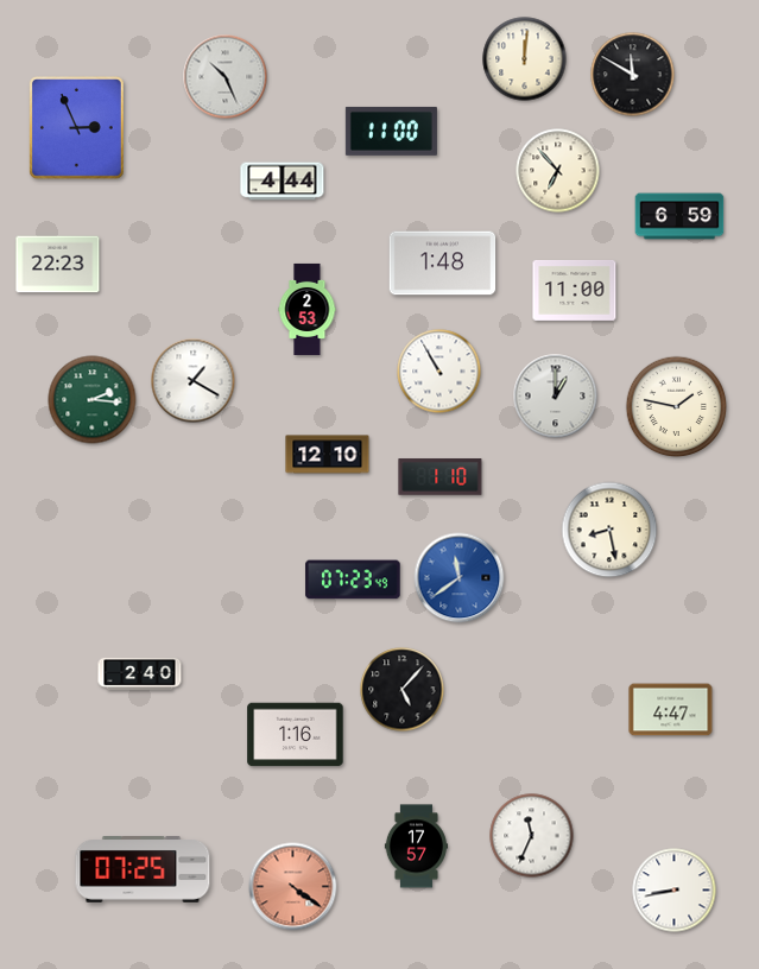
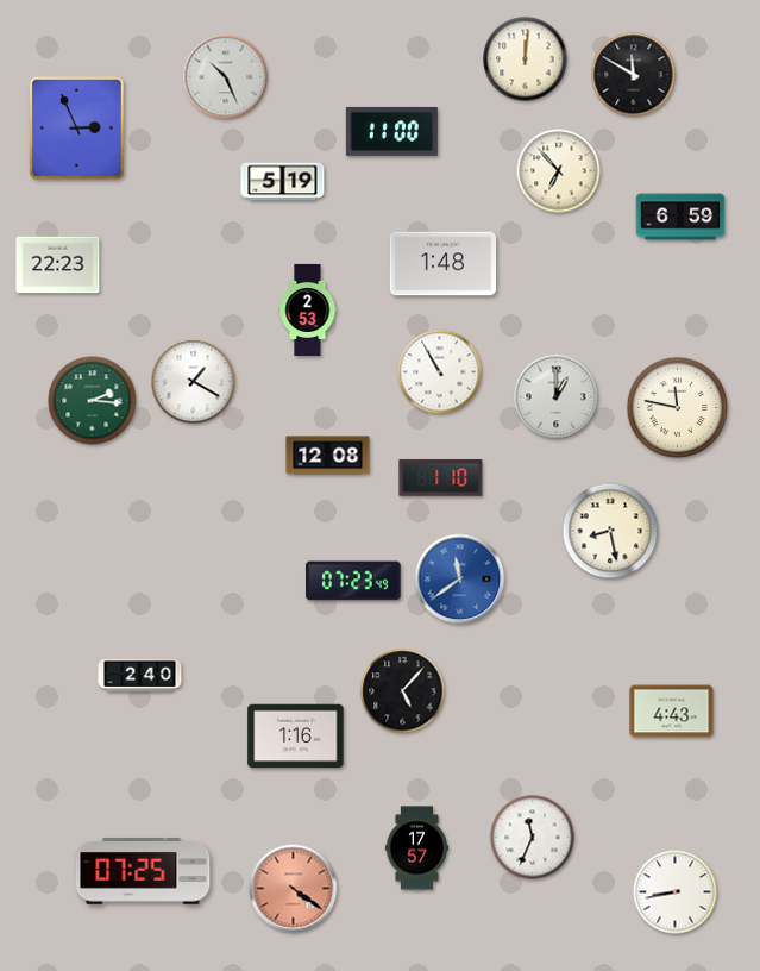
clock at (283, 182): 4:44 -> 5:19
clock at (575, 290): 11:00 -> none
clock at (677, 407): 1:47 -> 11:47
clock at (328, 455): 12:10 -> 12:08
clock at (671, 710): 4:47 -> 4:43
